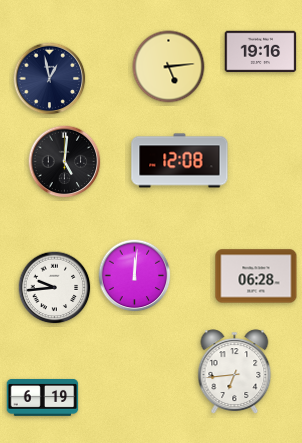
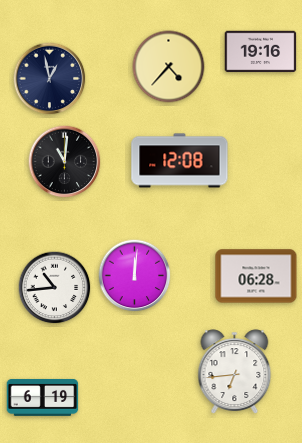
clock at (169, 67): 5:14 -> 4:37
clock at (65, 162): 5:01 -> 11:01
clock at (55, 288): 9:44 -> 10:44
